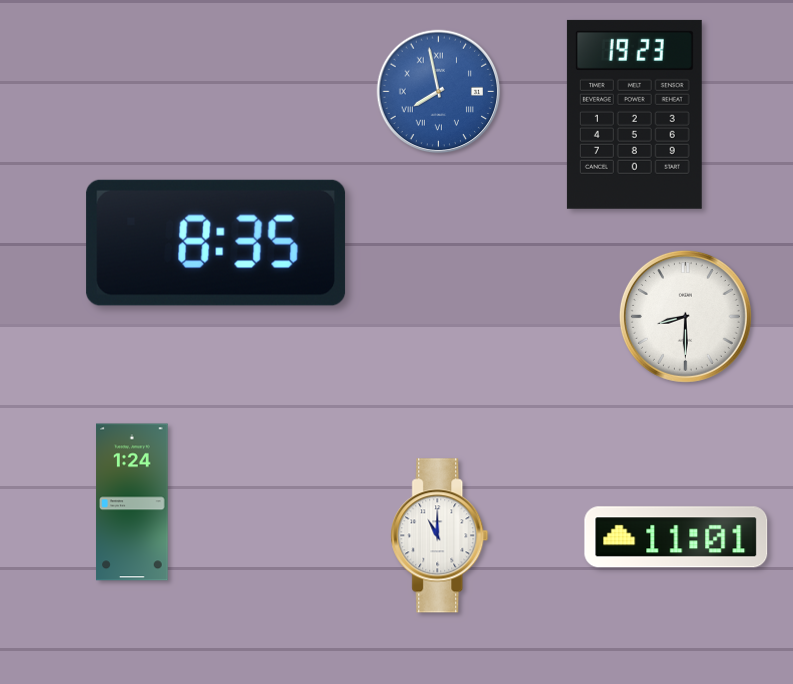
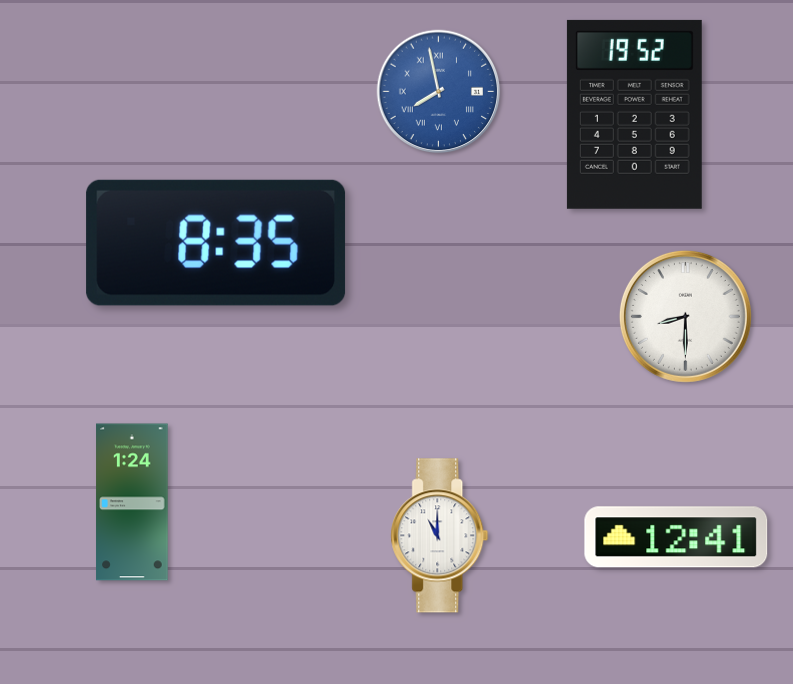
clock at (634, 114): 19:23 -> 19:52
clock at (676, 537): 11:01 -> 12:41
